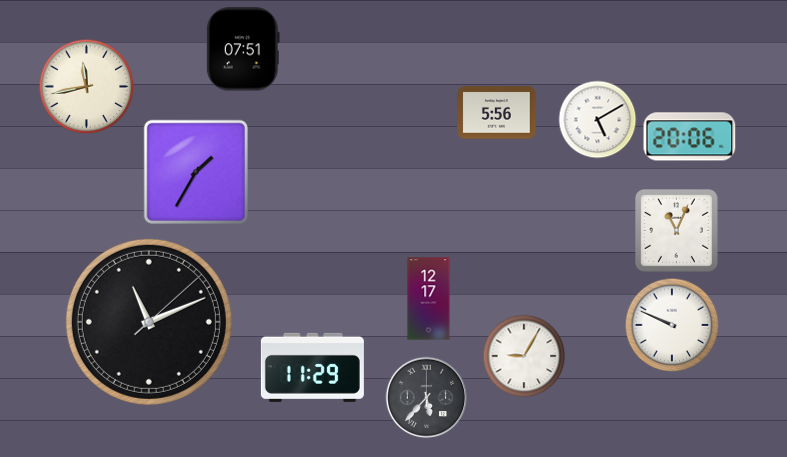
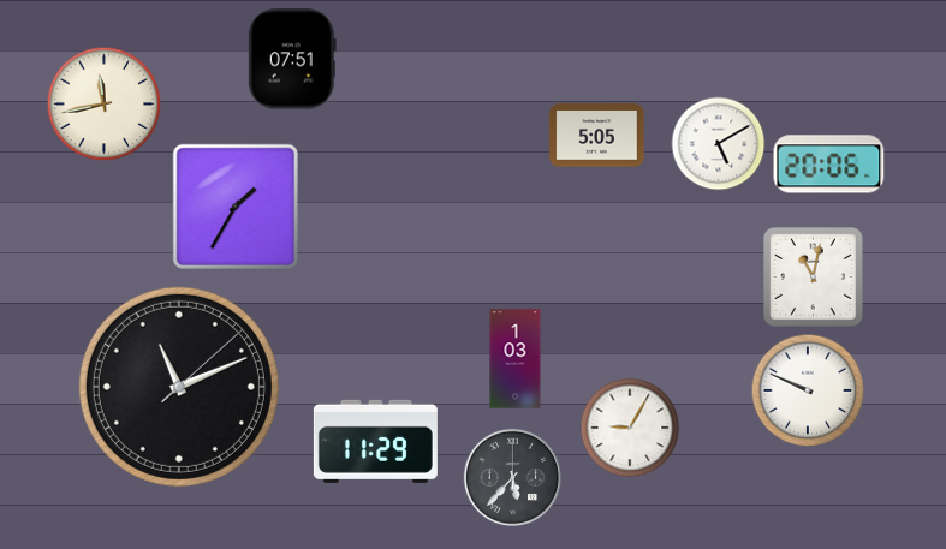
clock at (497, 113): 5:56 -> 5:05
clock at (677, 231): 11:04 -> 11:02
clock at (429, 299): 12:17 -> 1:03
